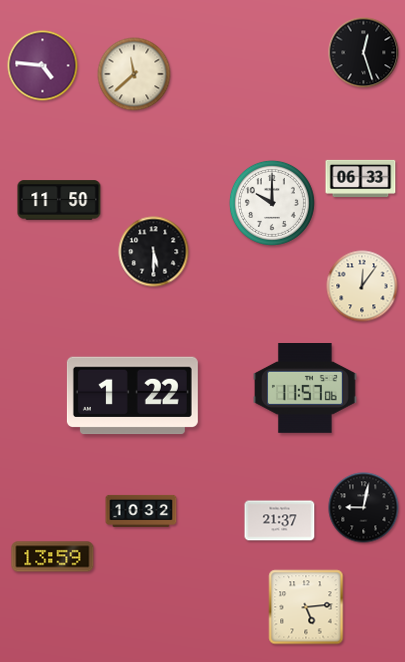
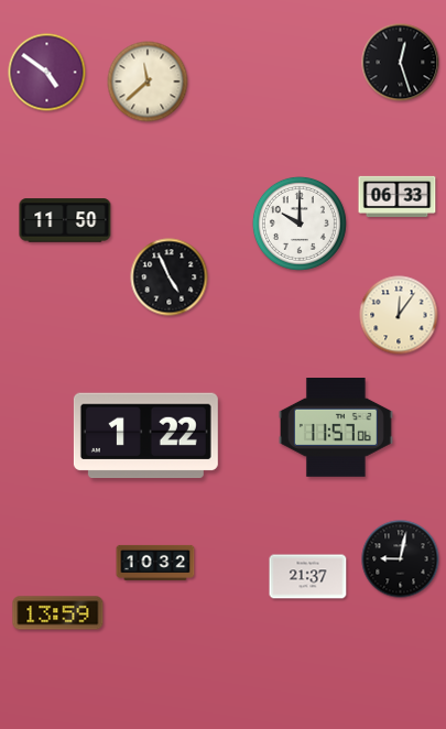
clock at (364, 53) position: (364, 53) -> (401, 63)
clock at (43, 66): 4:46 -> 4:51
clock at (154, 252): 5:30 -> 4:56
clock at (280, 521) position: (280, 521) -> (308, 577)
clock at (306, 607): 5:14 -> none
